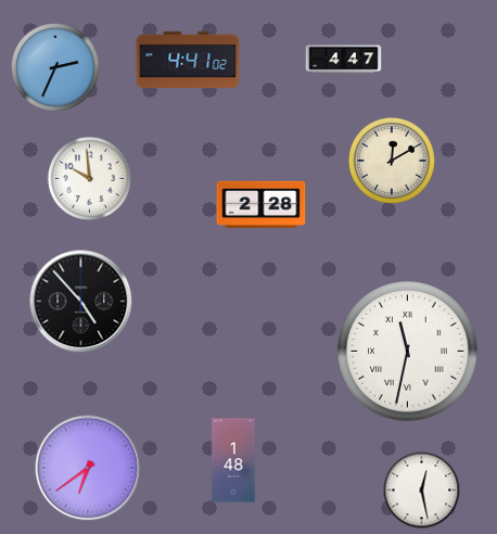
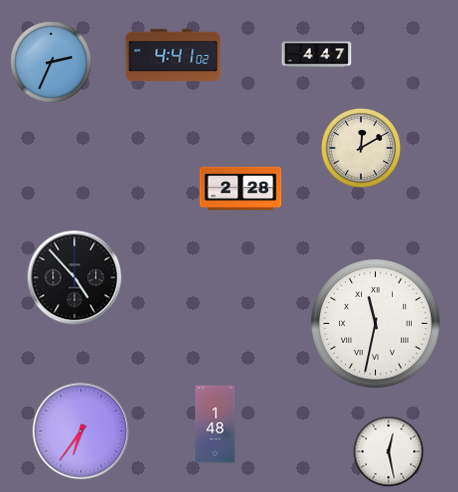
clock at (89, 178): 9:59 -> none
clock at (88, 468): 6:39 -> 6:36
